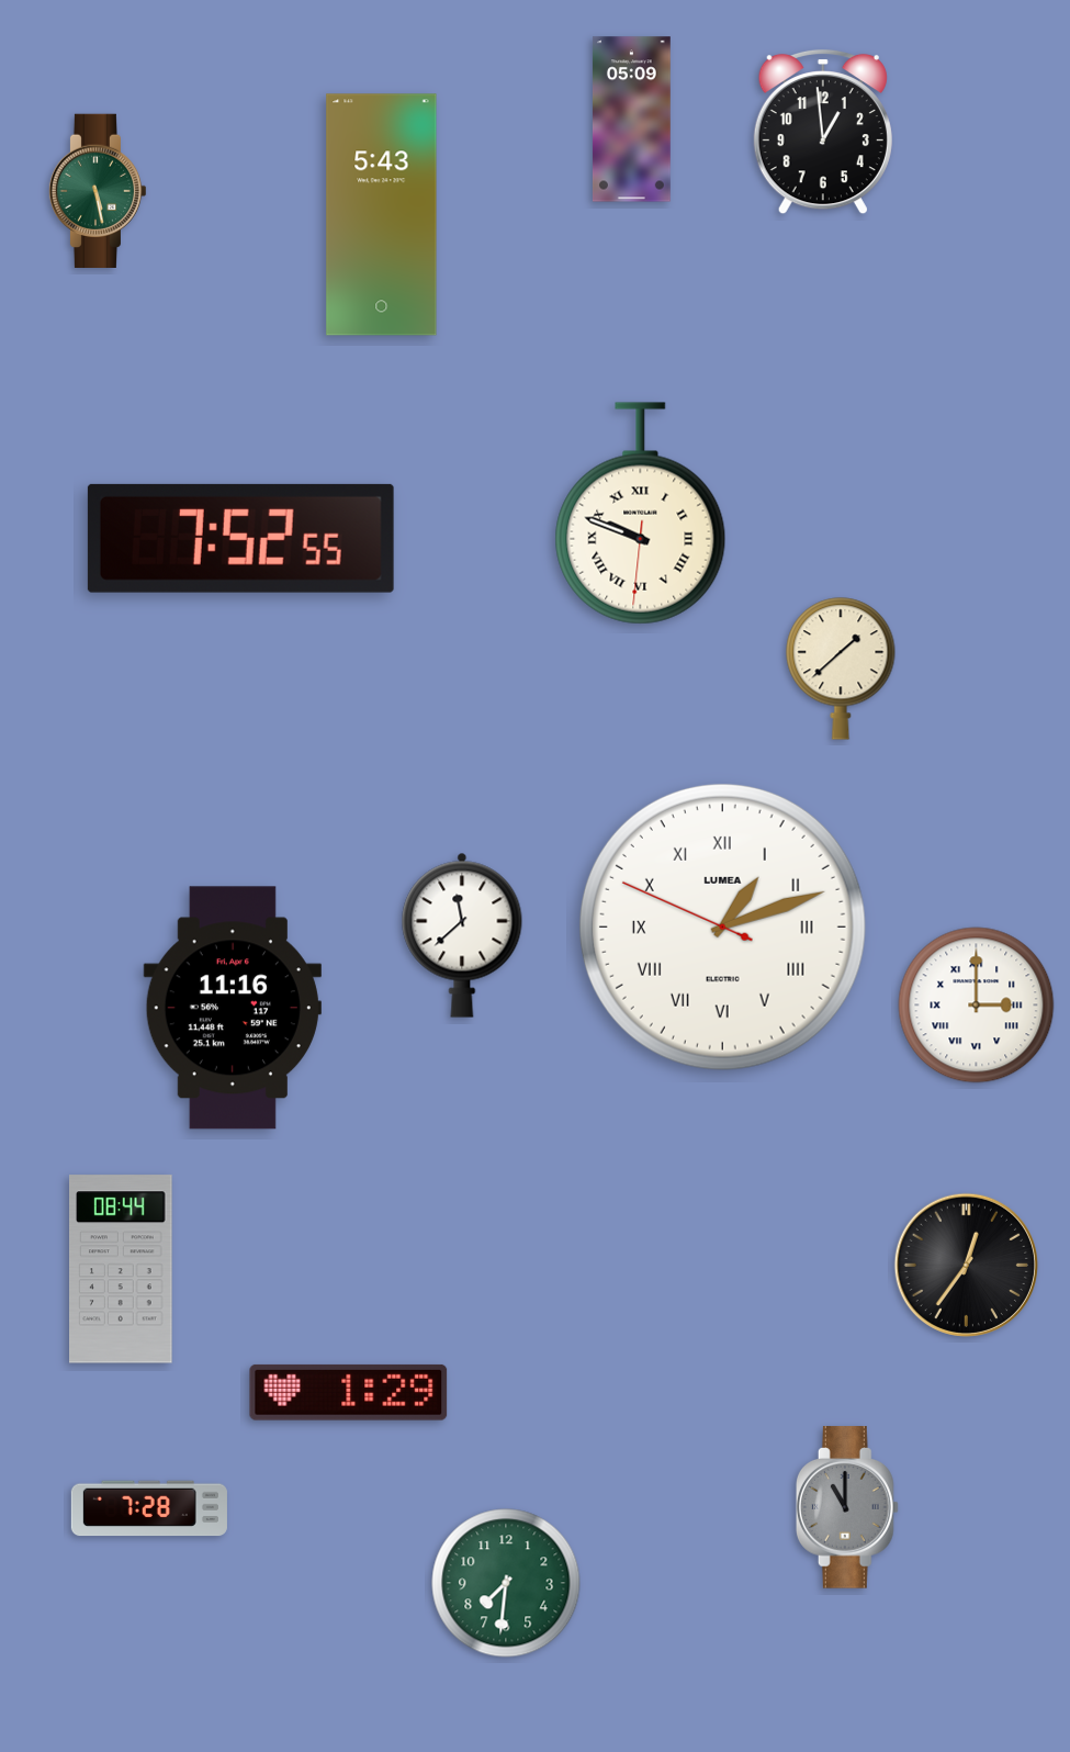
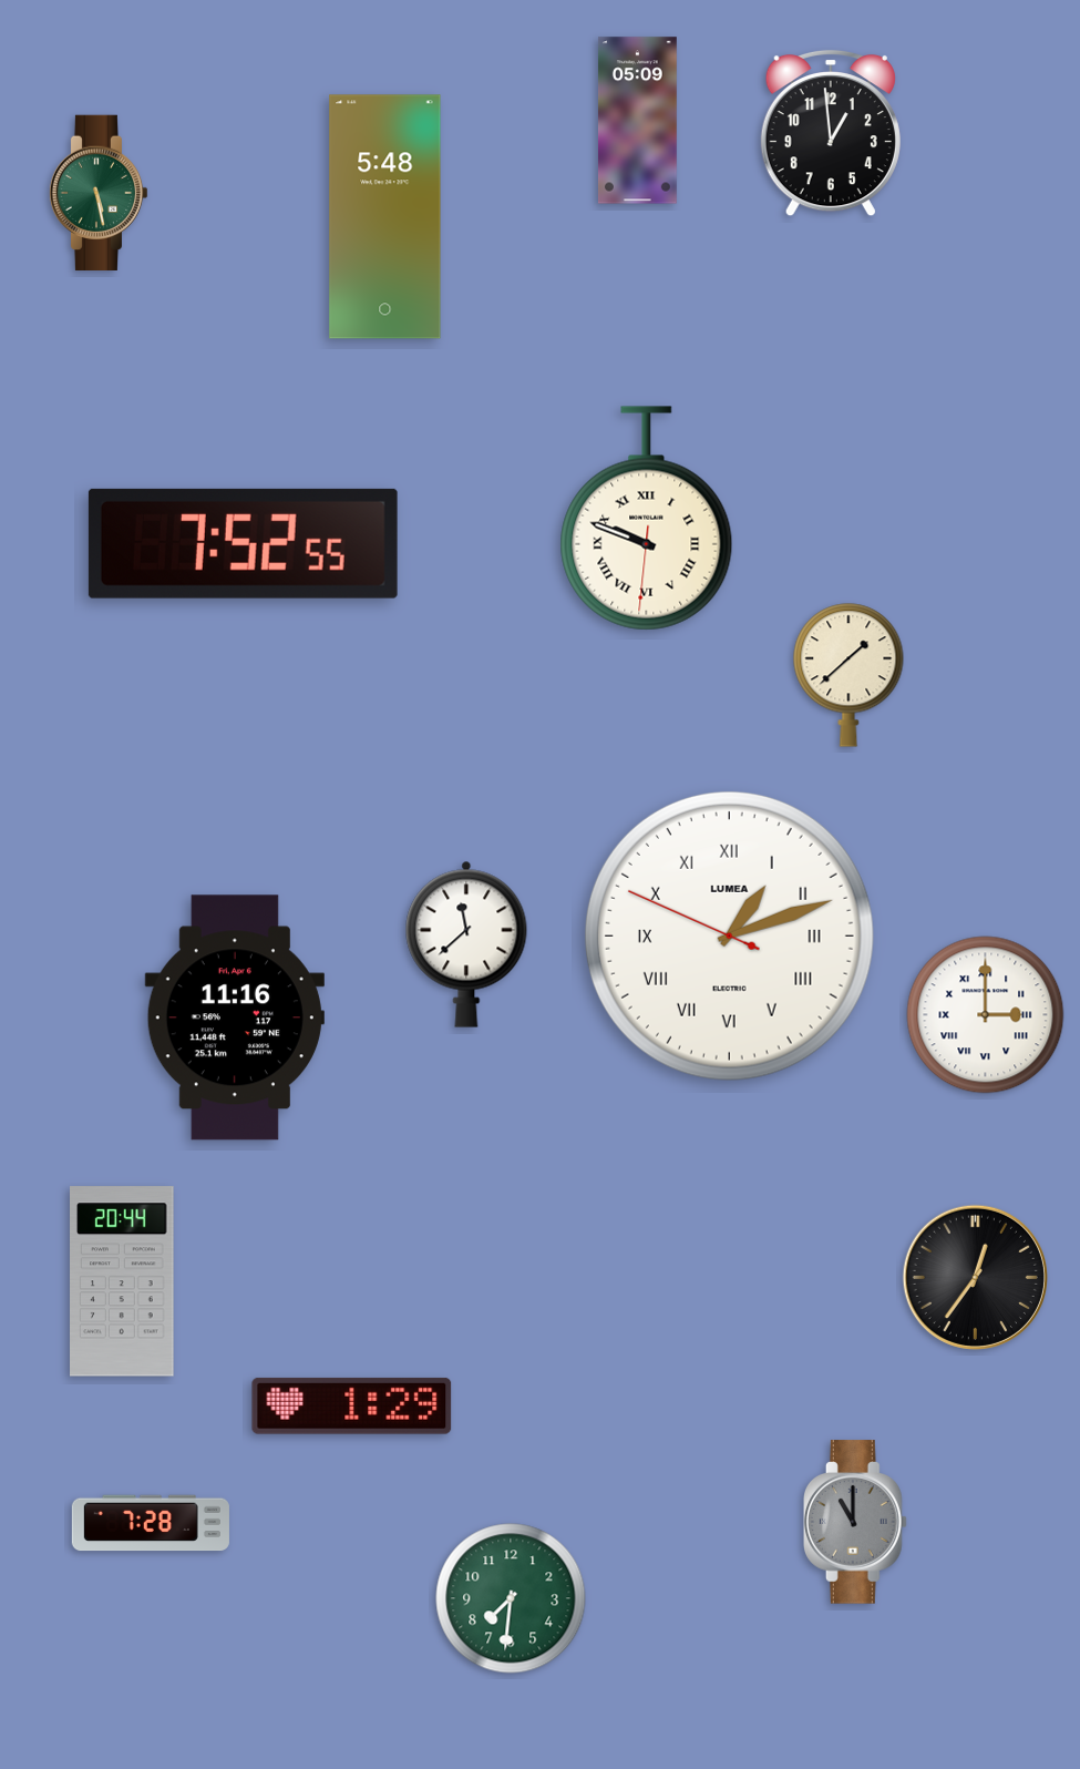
clock at (382, 215): 5:43 -> 5:48
clock at (122, 1269): 08:44 -> 20:44
